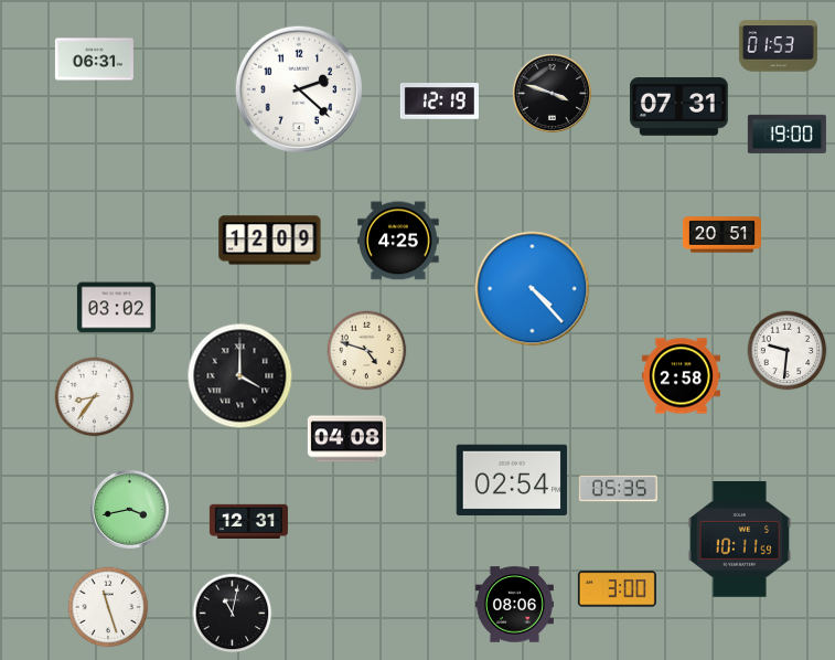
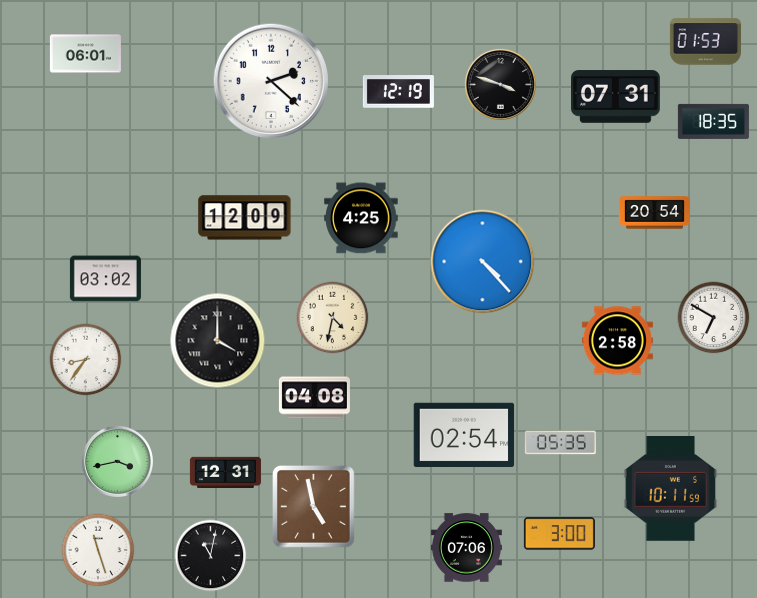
clock at (94, 60): 06:31 -> 06:01
clock at (786, 134): 19:00 -> 18:35
clock at (721, 235): 20:51 -> 20:54
clock at (367, 351): 4:48 -> 4:32
clock at (788, 351): 9:31 -> 6:50
clock at (314, 507): none -> 4:58
clock at (514, 605): 08:06 -> 07:06
